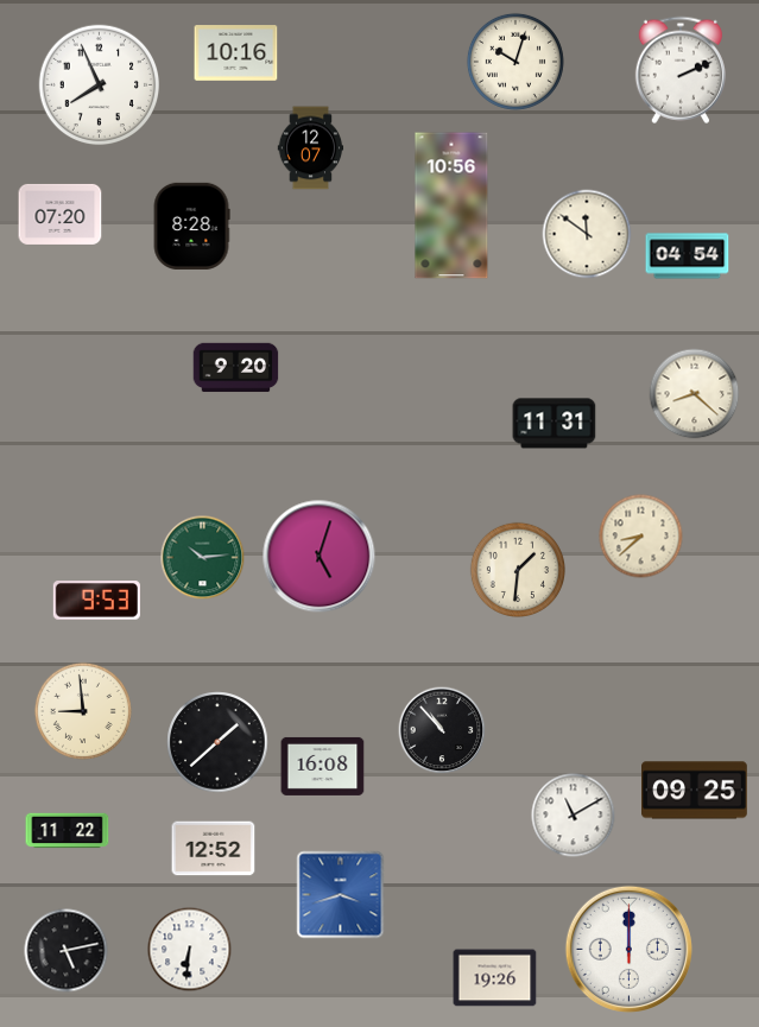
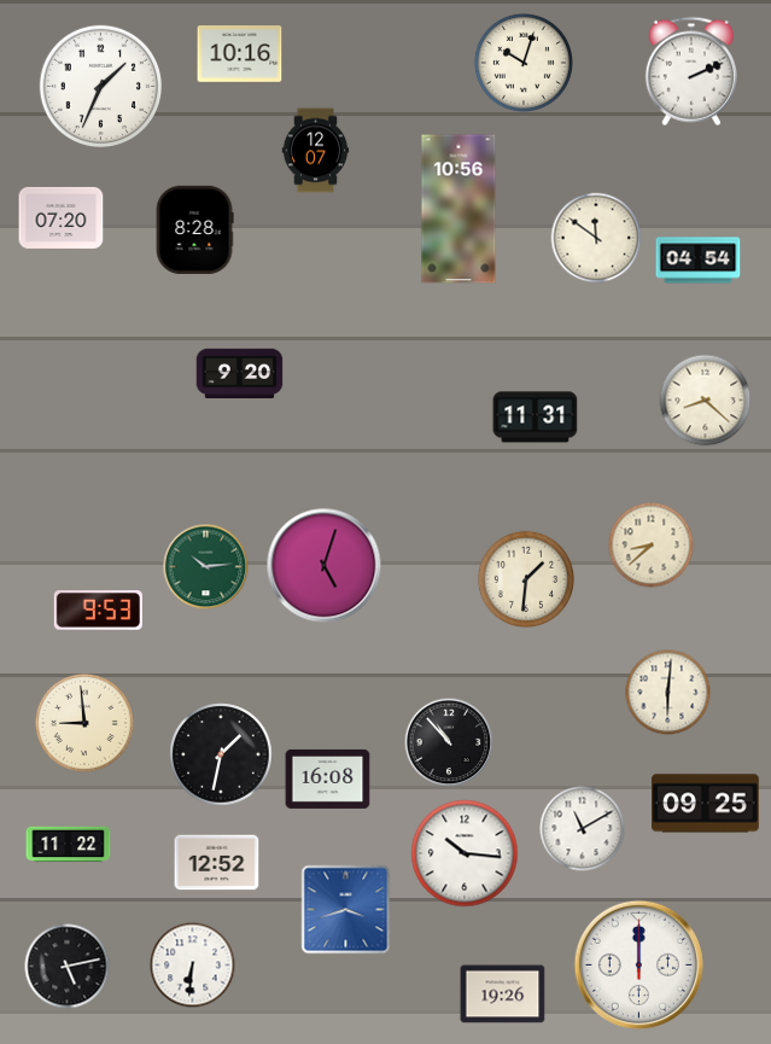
clock at (100, 85): 7:56 -> 1:34
clock at (555, 424) position: (555, 424) -> (536, 418)
clock at (668, 693): none -> 6:01
clock at (217, 742): 1:38 -> 1:32
clock at (465, 853): none -> 10:16
